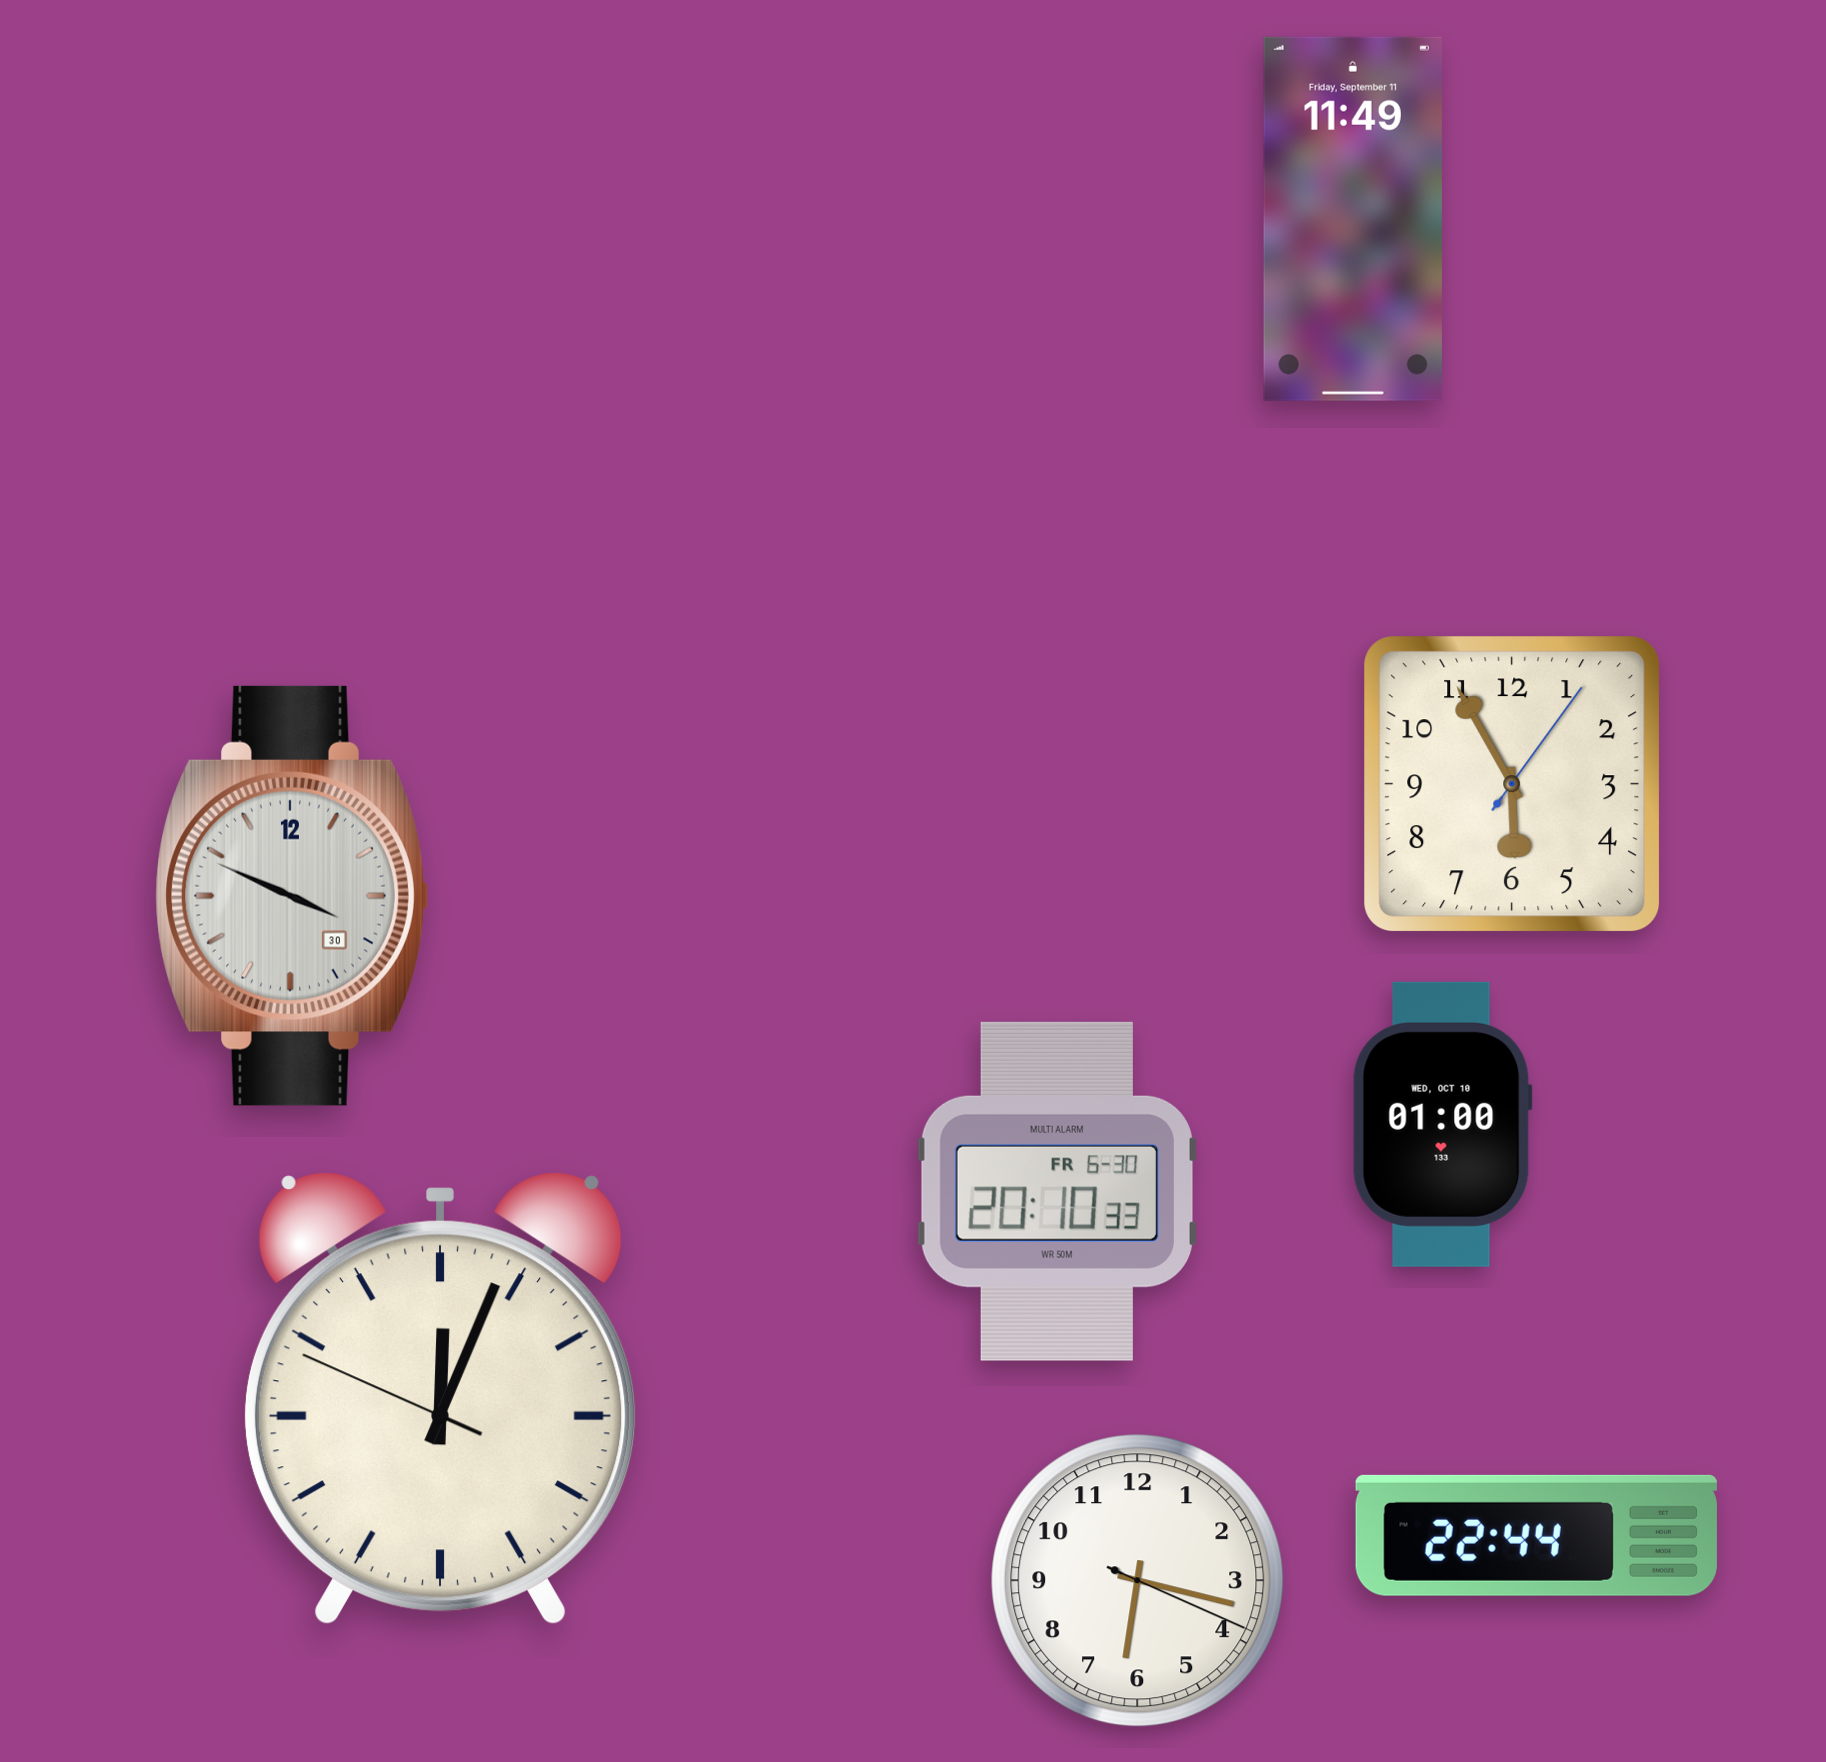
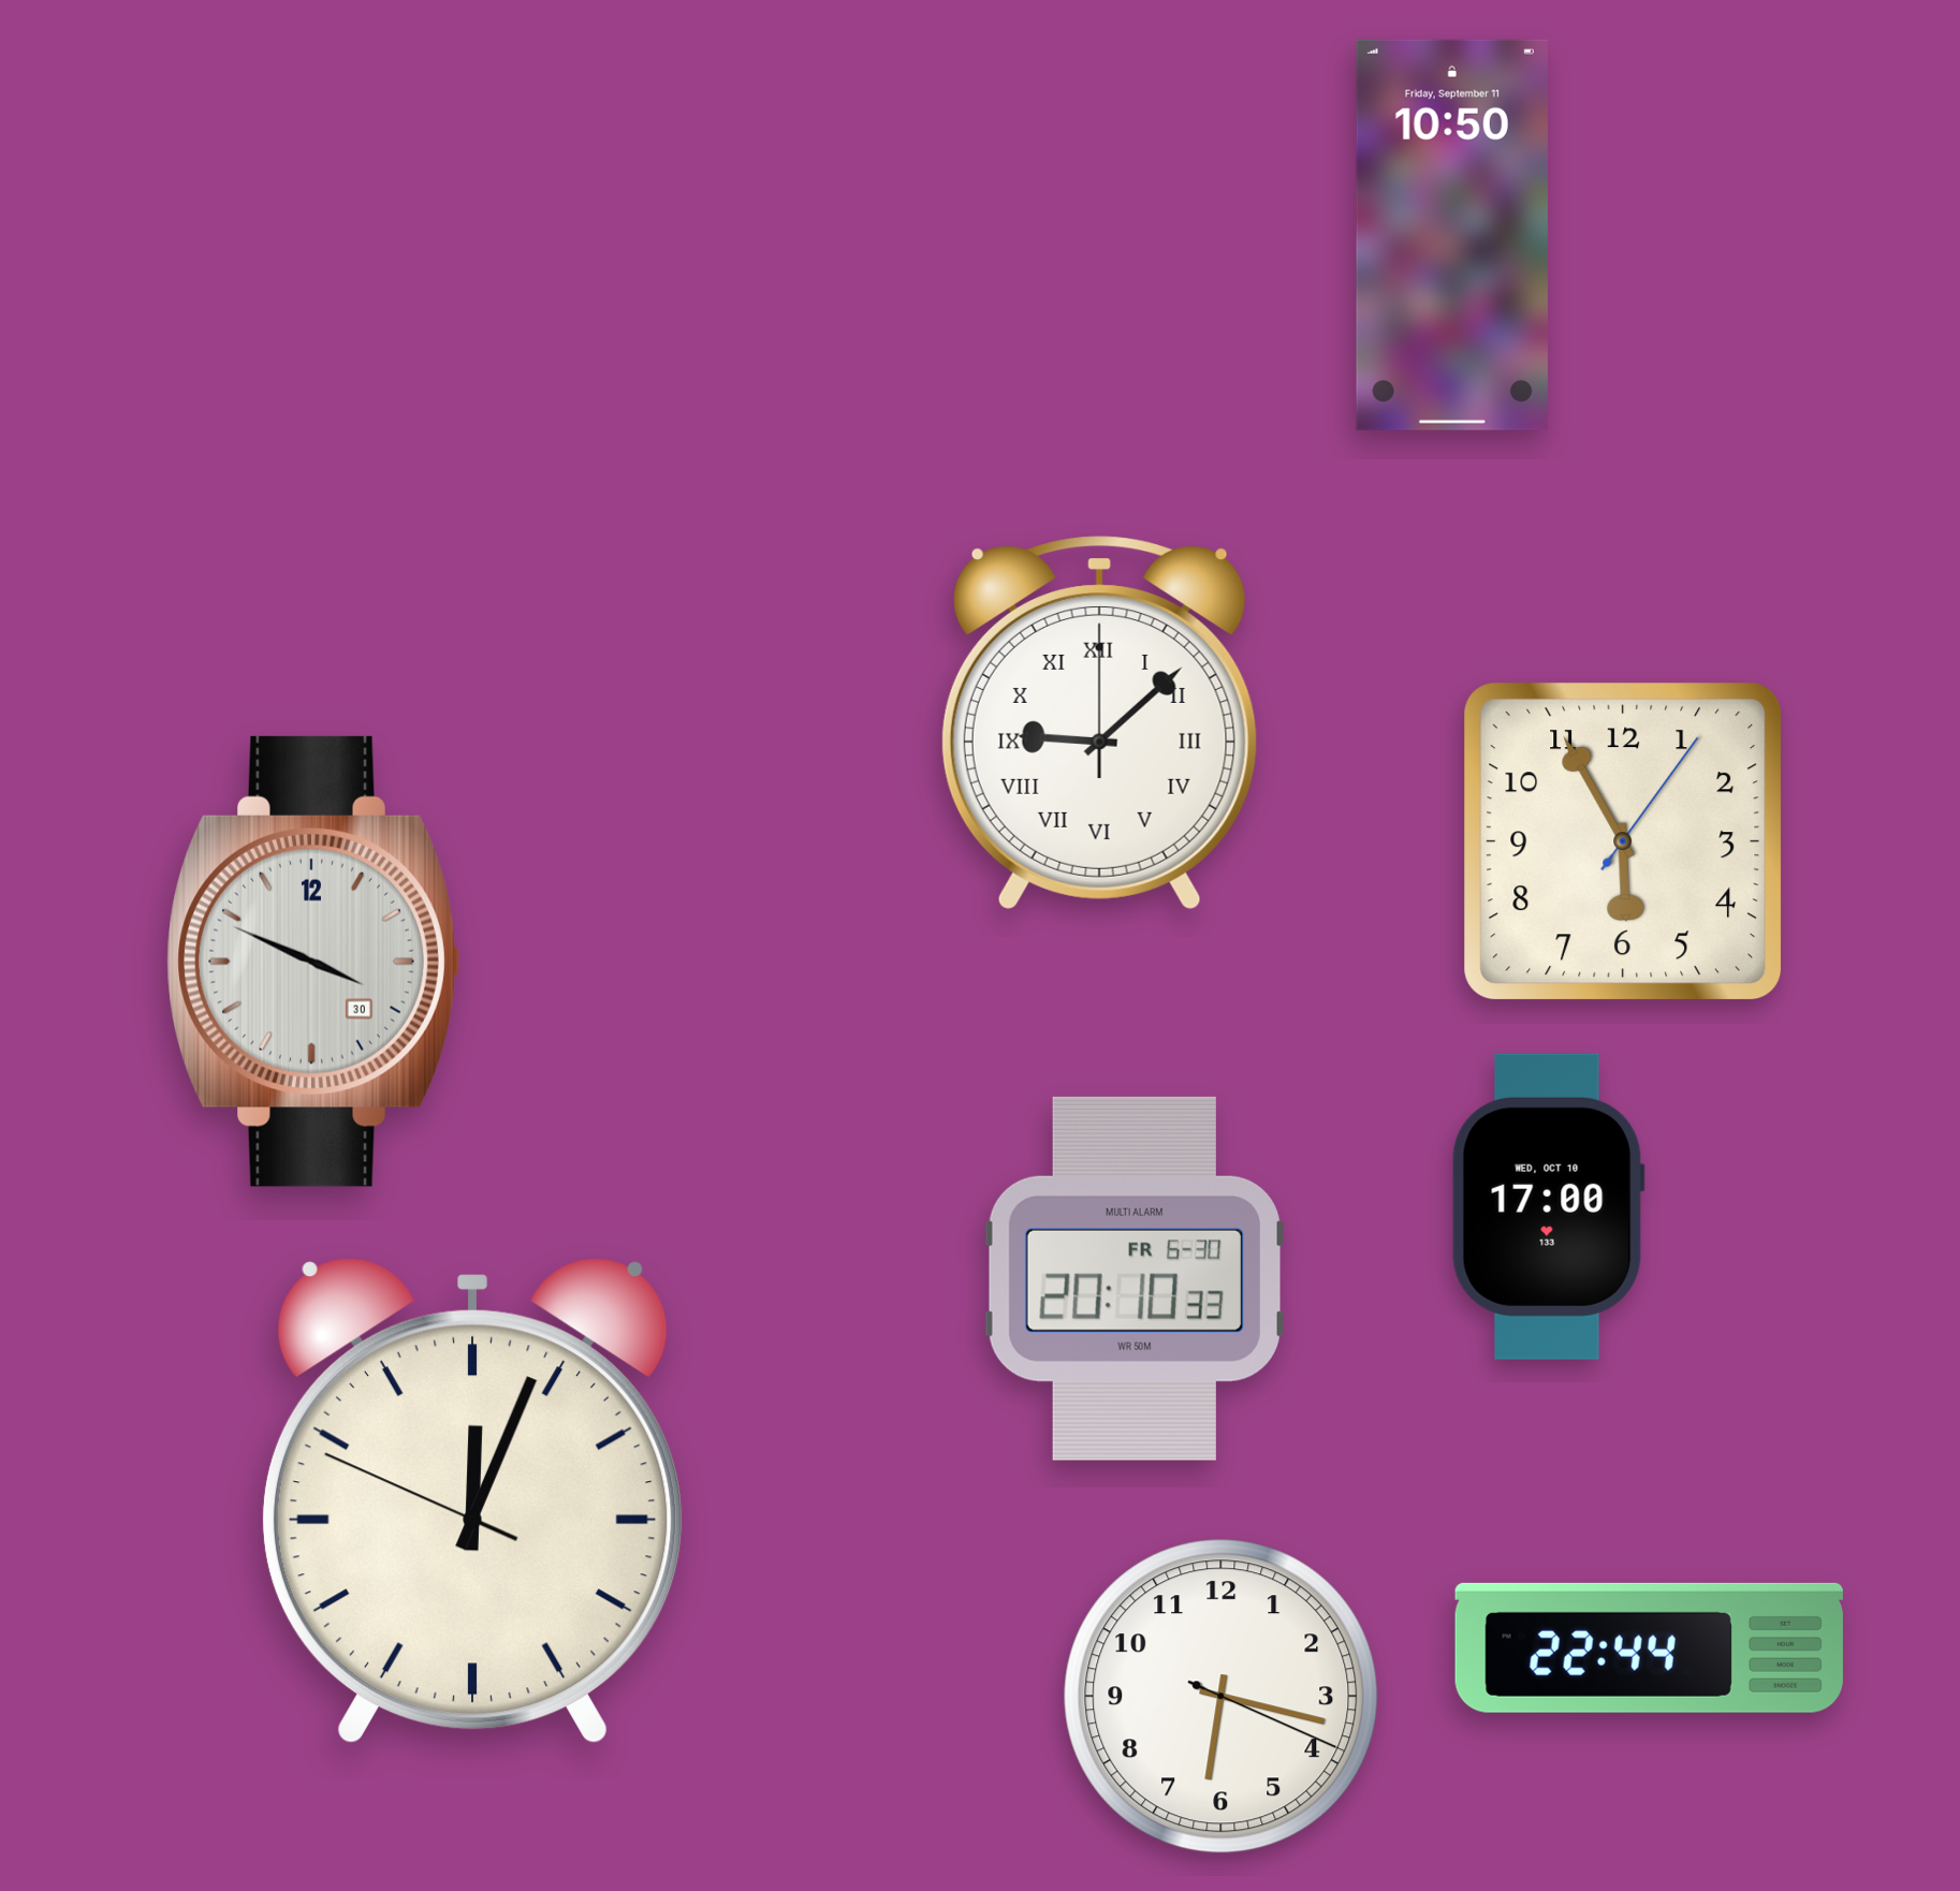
clock at (1353, 219): 11:49 -> 10:50
clock at (1099, 723): none -> 9:08
clock at (1442, 1124): 01:00 -> 17:00
